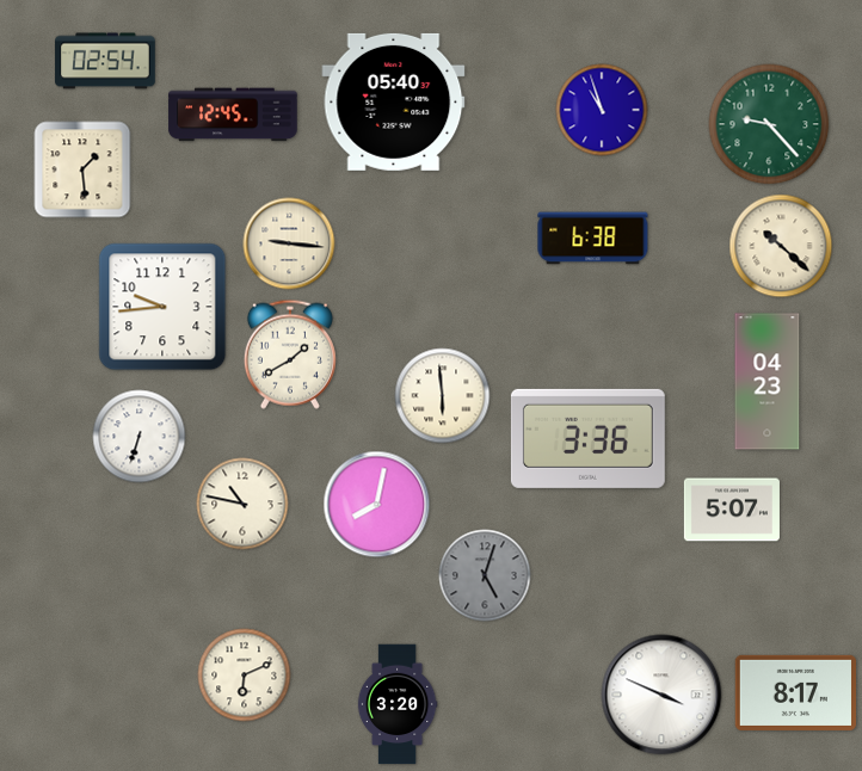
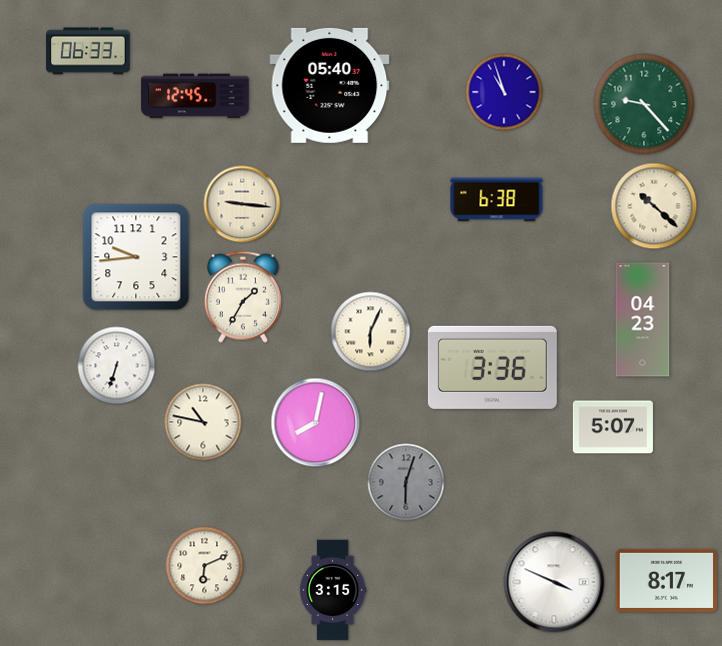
clock at (105, 61): 02:54 -> 06:33
clock at (82, 169): 1:29 -> none
clock at (290, 354): 1:40 -> 1:35
clock at (443, 396): 5:59 -> 6:04
clock at (485, 575): 5:03 -> 6:03
clock at (398, 704): 3:20 -> 3:15
